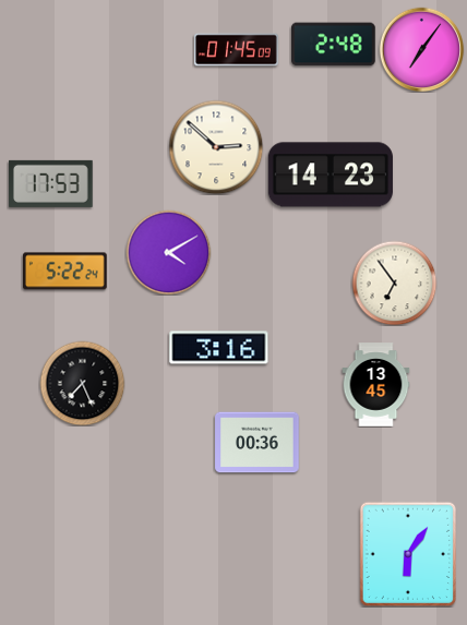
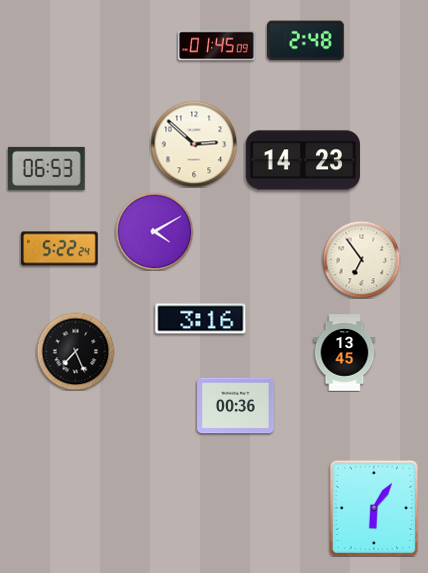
clock at (421, 49): 7:06 -> none
clock at (216, 147) position: (216, 147) -> (194, 144)
clock at (51, 183): 17:53 -> 06:53
